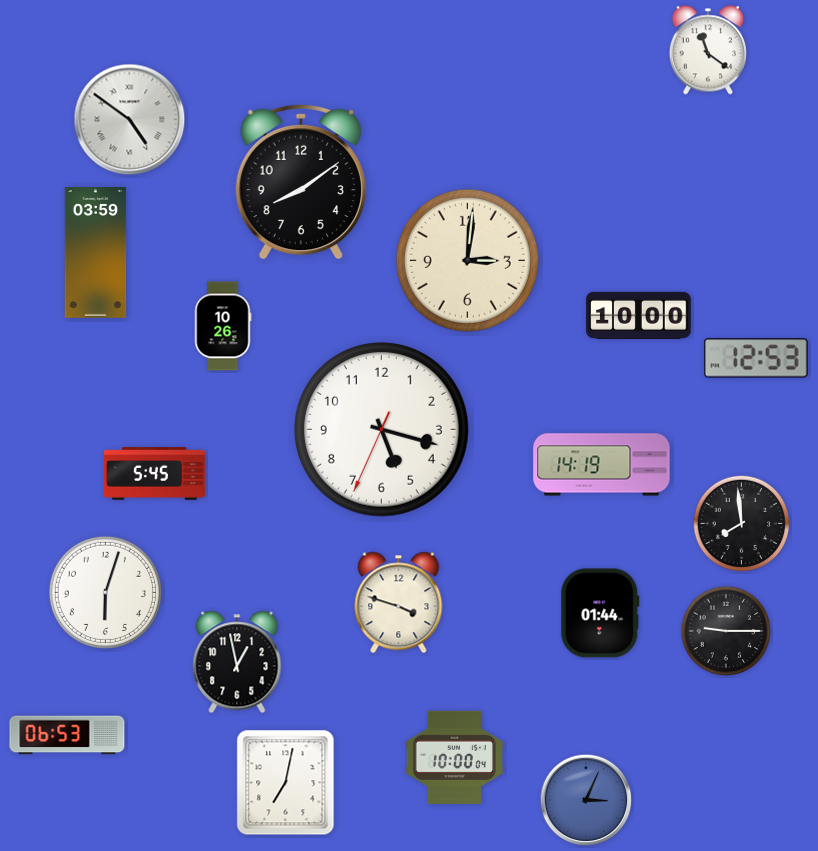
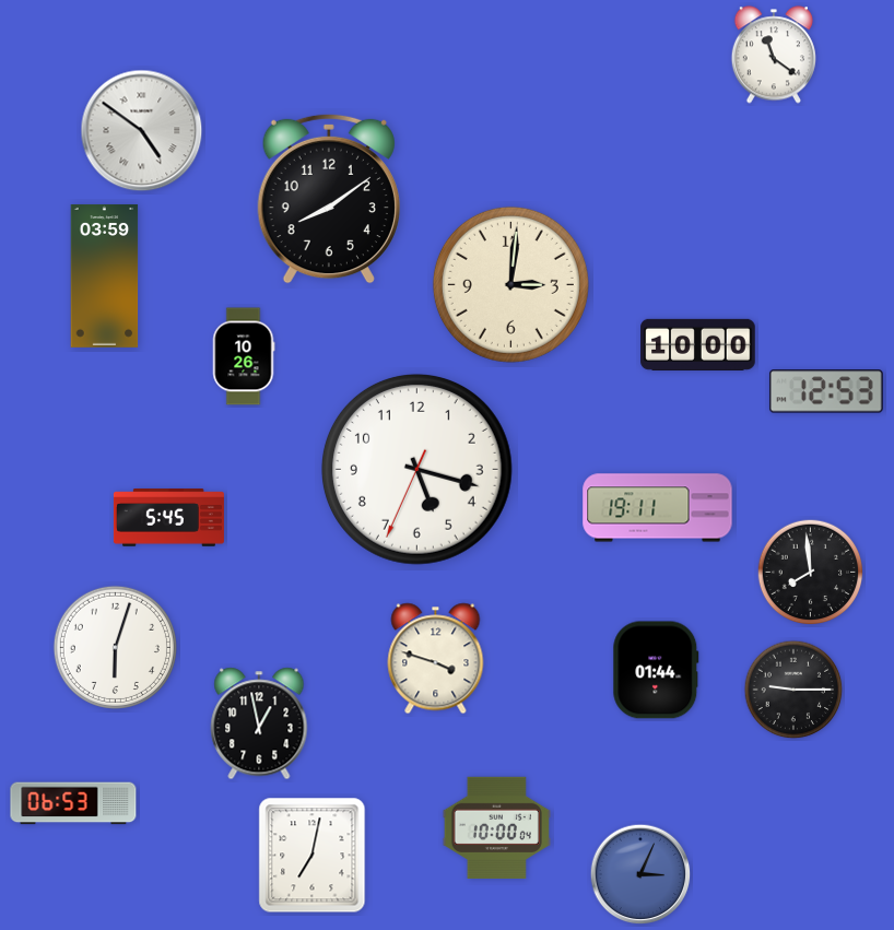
clock at (602, 465): 14:19 -> 19:11
